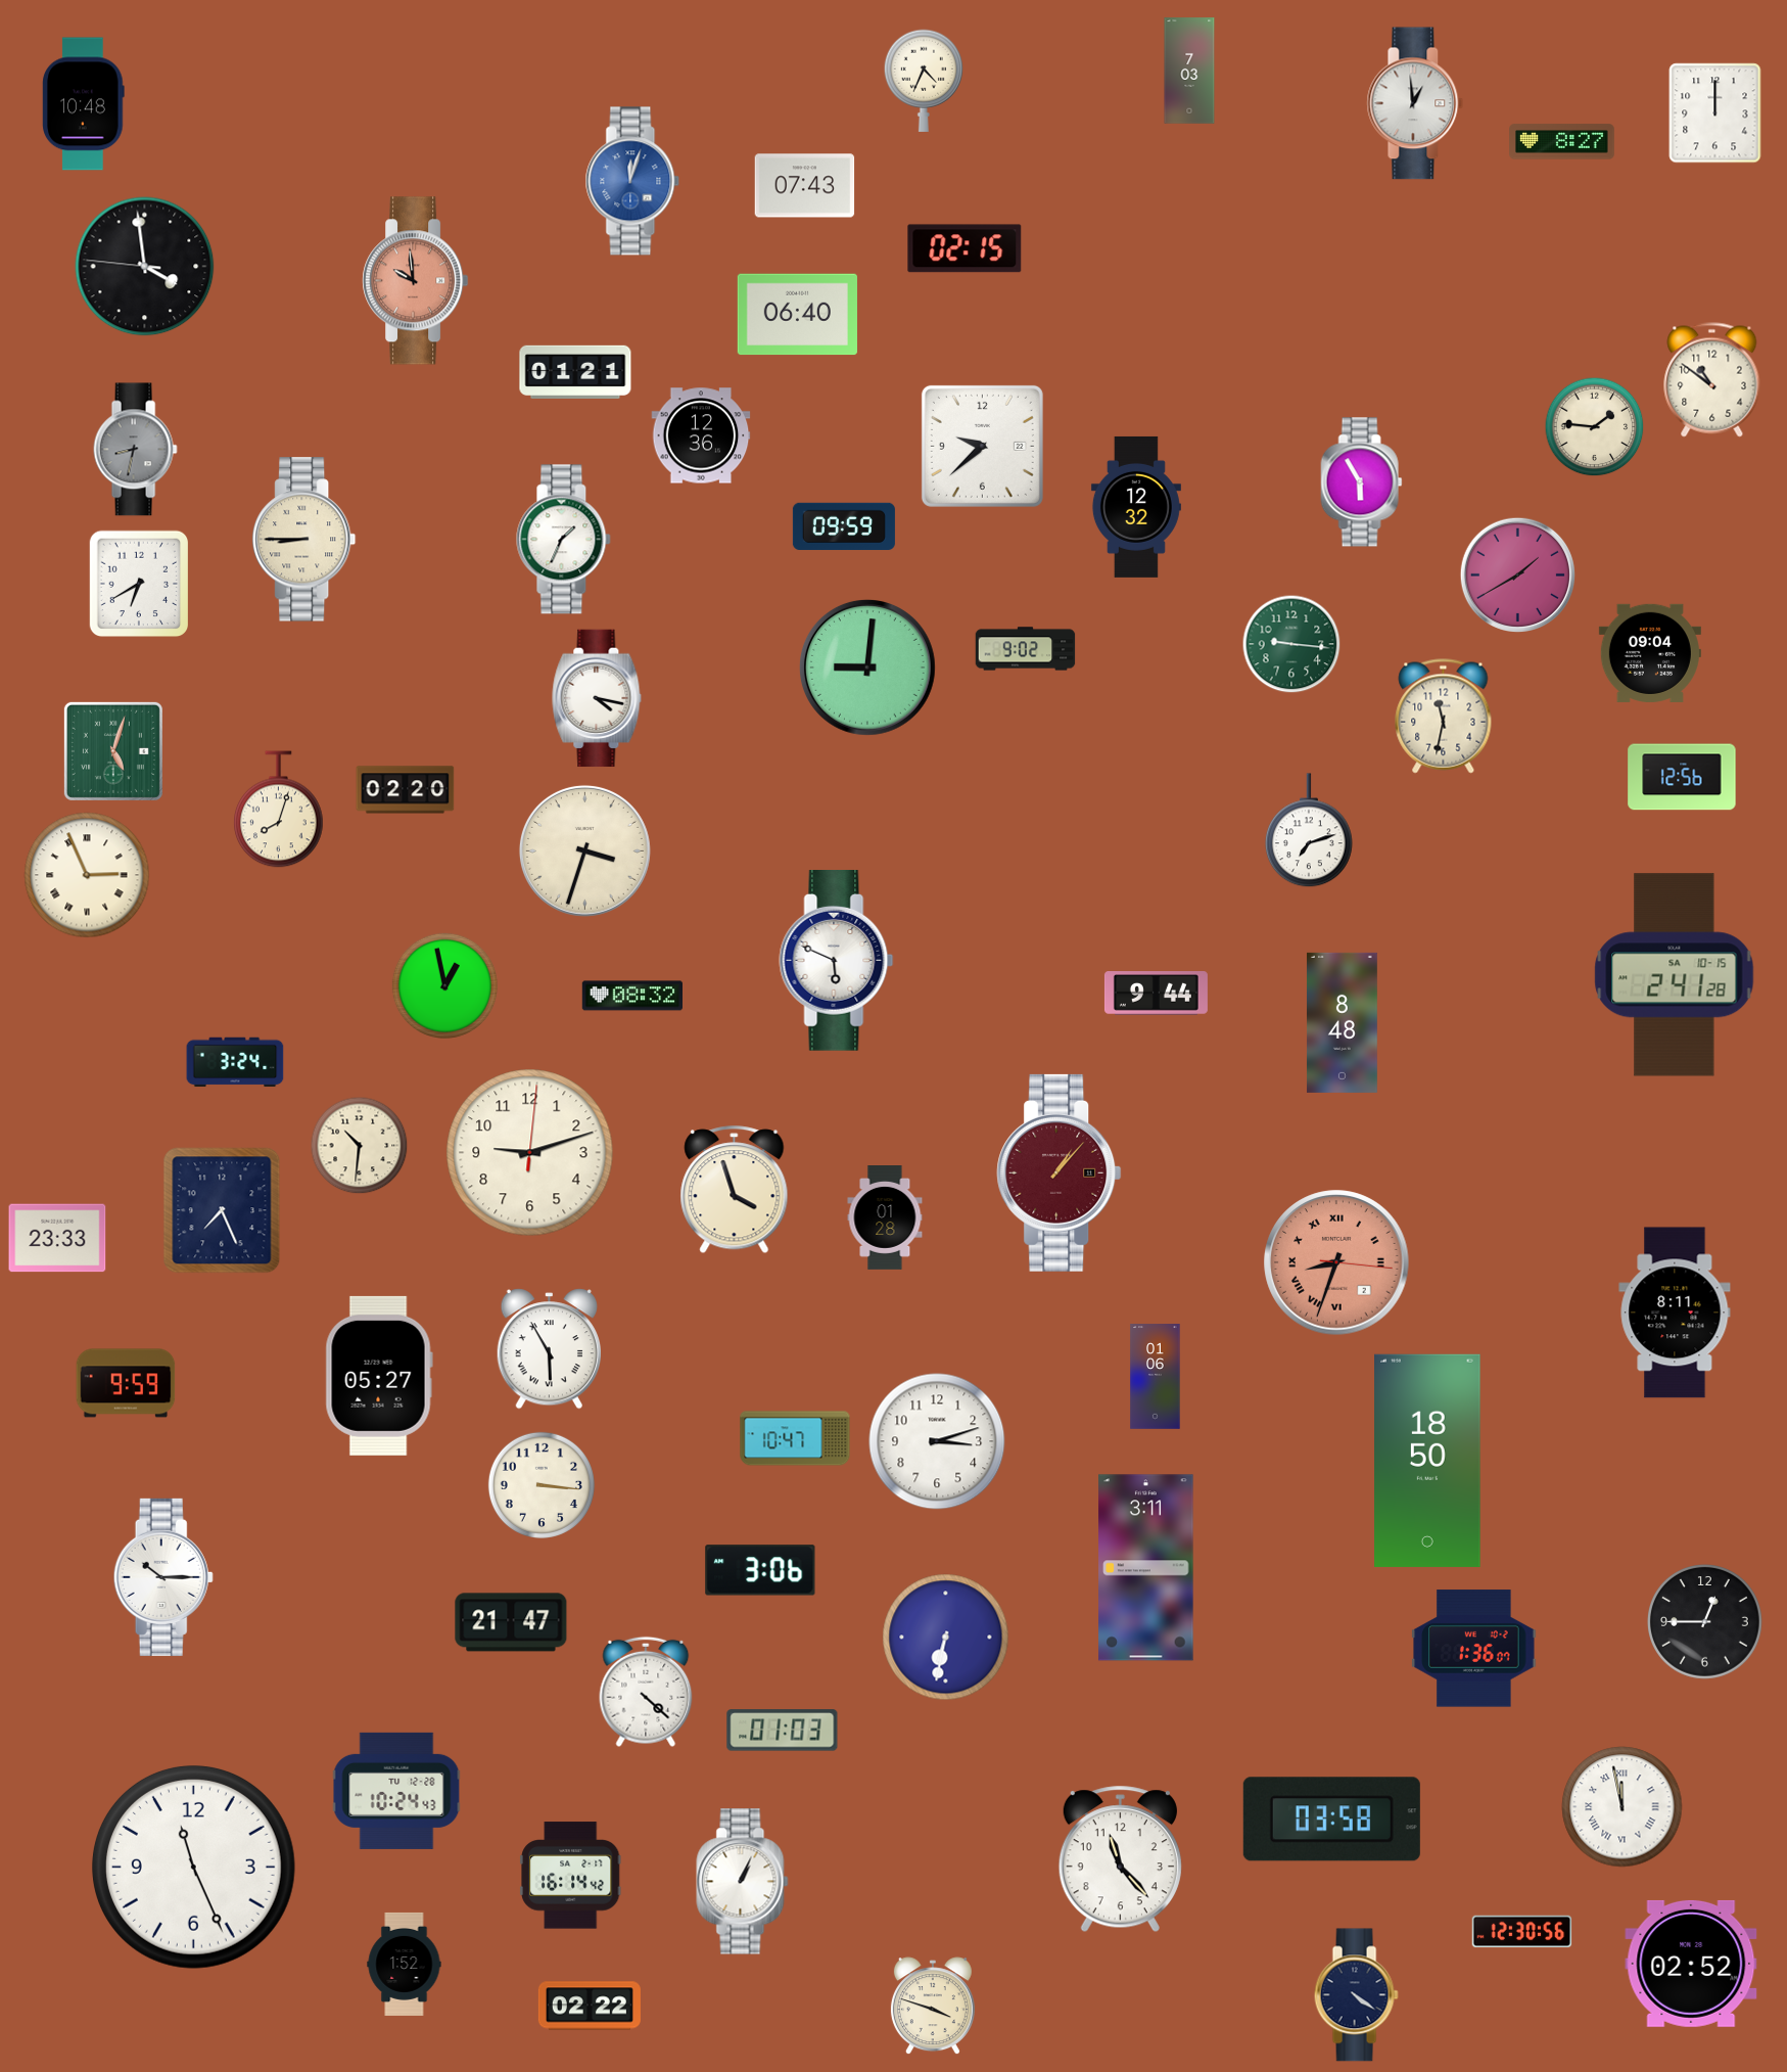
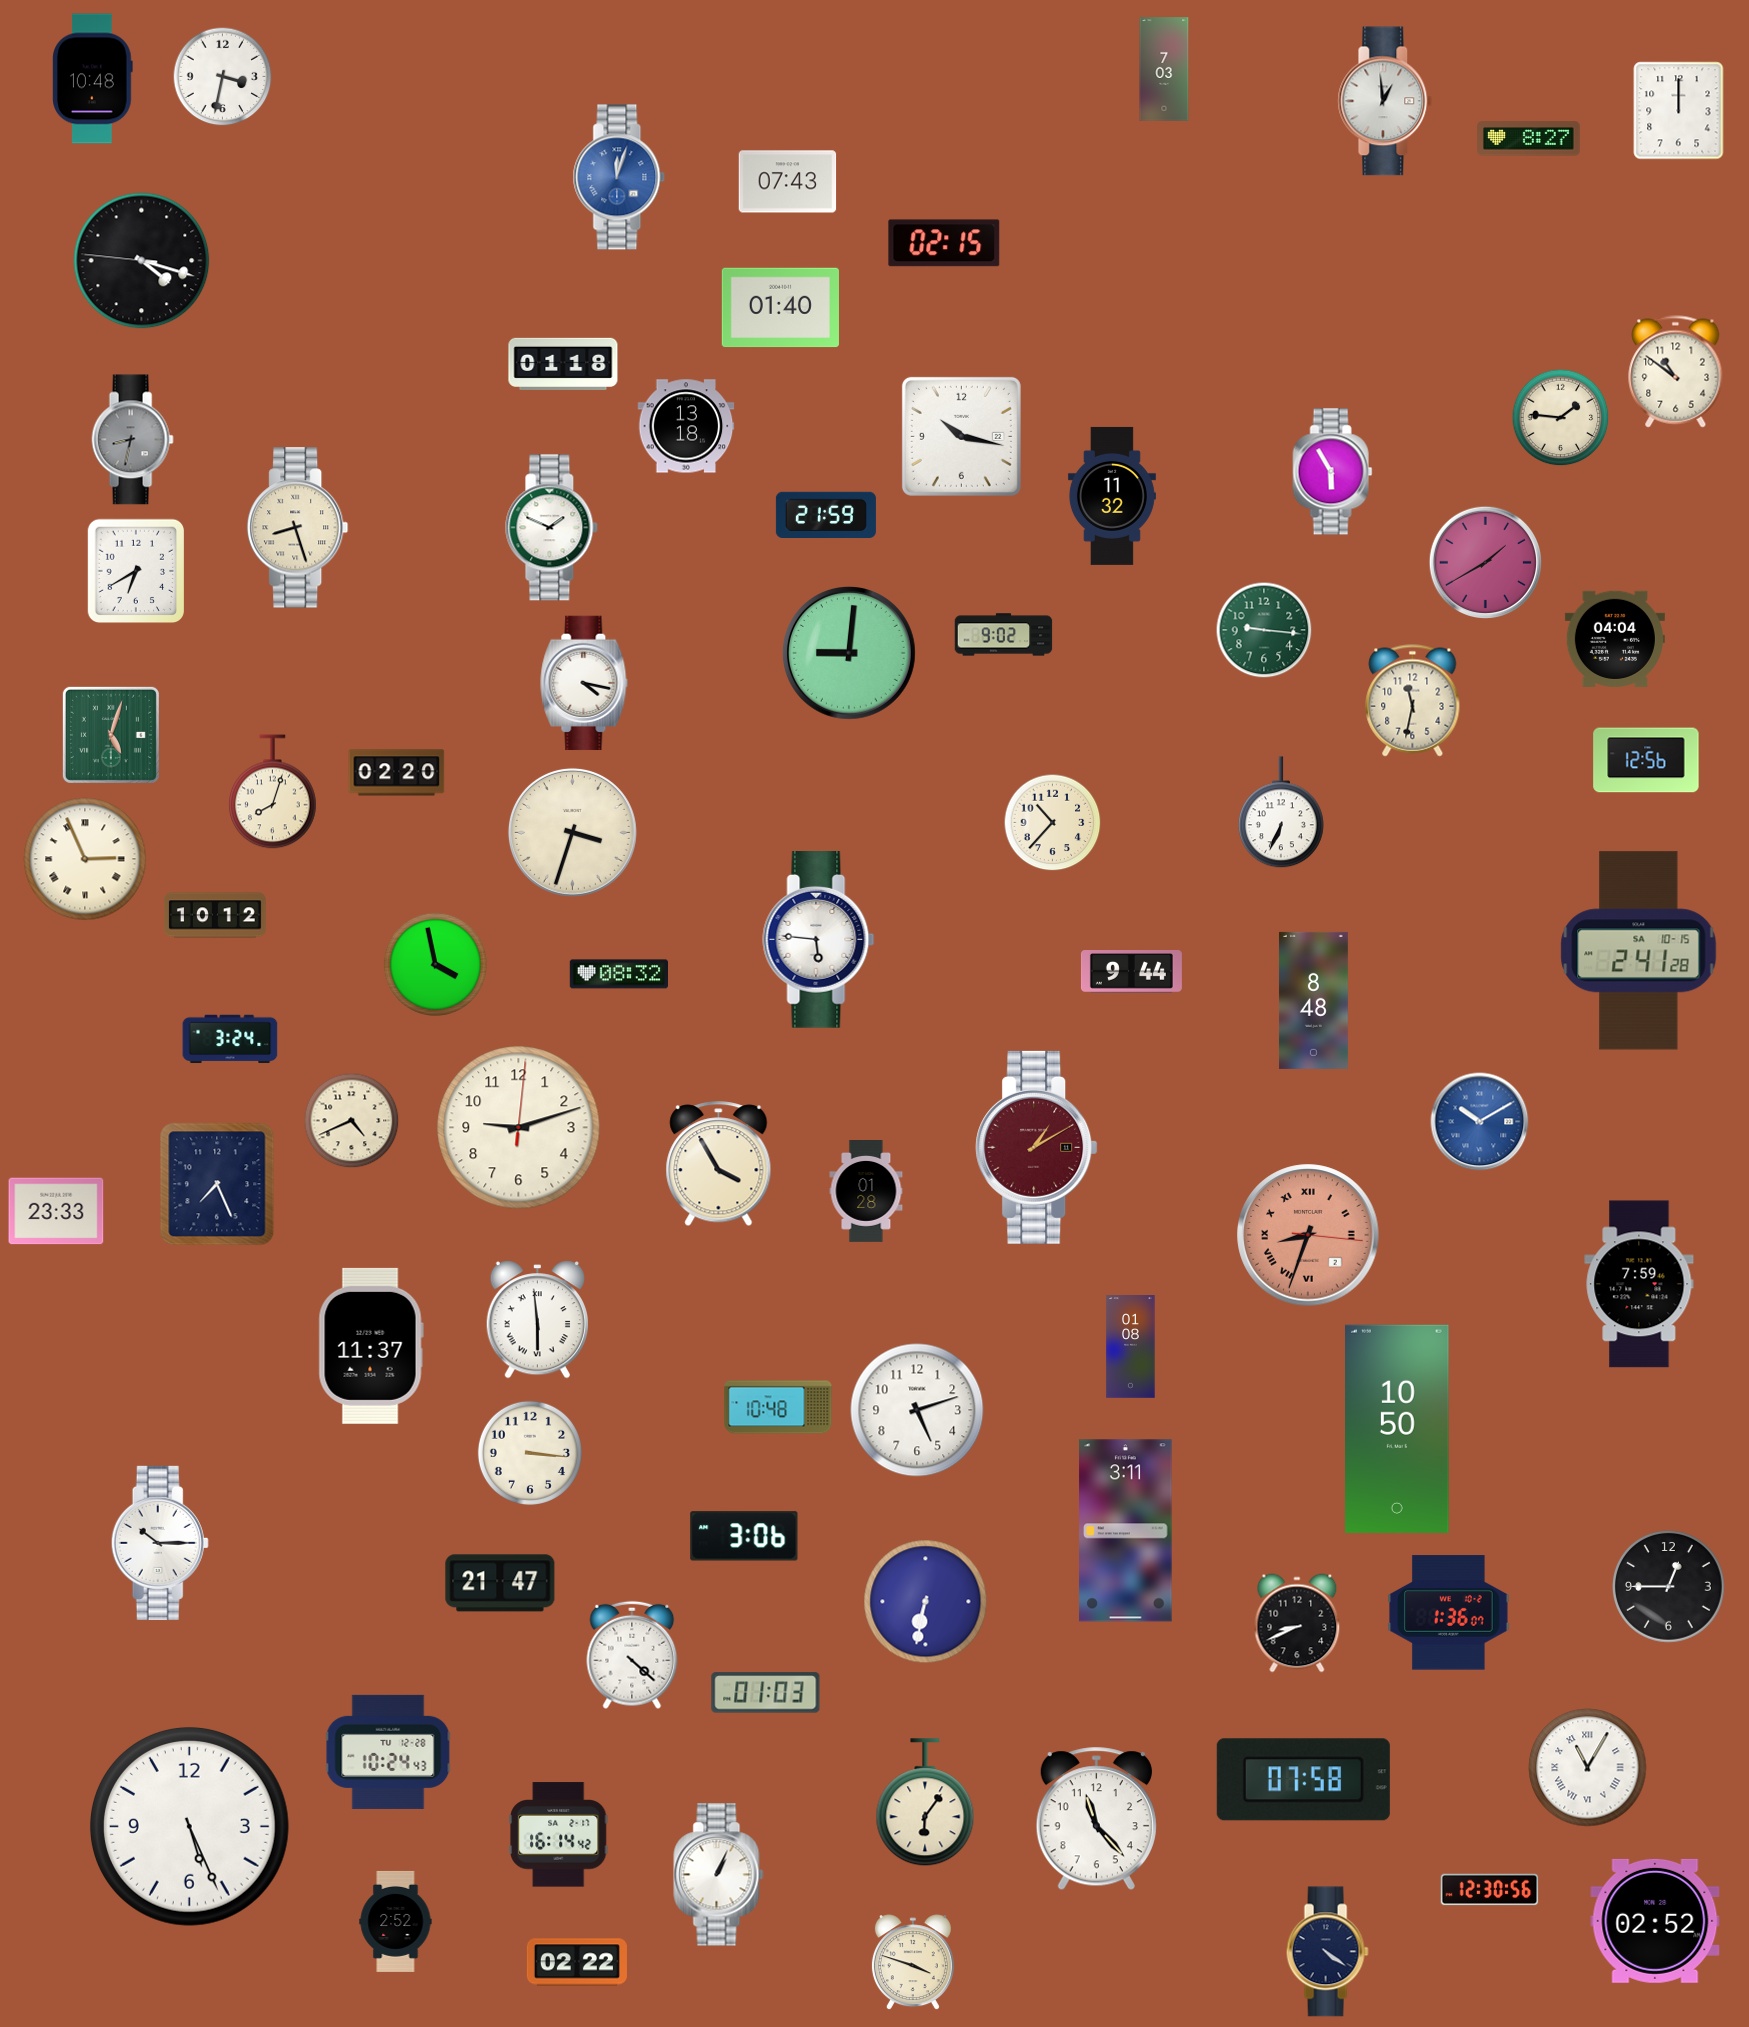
clock at (223, 77): none -> 3:32
clock at (923, 81): 4:34 -> none
clock at (84, 104) position: (84, 104) -> (93, 79)
clock at (145, 267): 3:58 -> 4:17
clock at (416, 281): 9:59 -> none
clock at (797, 315): 06:40 -> 01:40
clock at (575, 371): 01:21 -> 01:18
clock at (701, 435): 12:36 -> 13:18
clock at (982, 446): 9:38 -> 10:17
clock at (1136, 507): 12:32 -> 11:32
clock at (844, 526): 09:59 -> 21:59
clock at (304, 540): 8:45 -> 8:27
clock at (564, 540): 1:34 -> 1:49
clock at (1650, 653): 09:04 -> 04:04
clock at (1309, 831): 7:12 -> 6:34
clock at (1053, 823): none -> 10:37
clock at (87, 875) position: (87, 875) -> (85, 859)
clock at (215, 915): none -> 10:12
clock at (837, 961): 5:49 -> 5:46
clock at (1675, 975) position: (1675, 975) -> (1639, 951)
clock at (444, 985): 12:58 -> 3:58
clock at (360, 1146): 10:31 -> 4:41
clock at (1480, 1122): none -> 10:10
clock at (1060, 1172): 1:07 -> 1:10
clock at (735, 1190): 3:57 -> 3:55
clock at (1675, 1313): 8:11 -> 7:59
clock at (549, 1349): 5:55 -> 5:59
clock at (379, 1376): 05:27 -> 11:37
clock at (1156, 1377): 01:06 -> 01:08
clock at (126, 1383): 9:59 -> none
clock at (795, 1438): 10:47 -> 10:48
clock at (937, 1441): 3:12 -> 5:12
clock at (1427, 1461): 18:50 -> 10:50
clock at (1146, 1568) position: (1146, 1568) -> (1126, 1531)
clock at (511, 1622) position: (511, 1622) -> (500, 1583)
clock at (1474, 1649) position: (1474, 1649) -> (1449, 1613)
clock at (1297, 1623): none -> 8:41
clock at (1623, 1807): 11:58 -> 11:05
clock at (1331, 1820): 03:58 -> 07:58
clock at (925, 1803): none -> 6:06
clock at (193, 1867): 11:26 -> 5:26
clock at (743, 1882) position: (743, 1882) -> (719, 1875)
clock at (405, 1964): 1:52 -> 2:52
